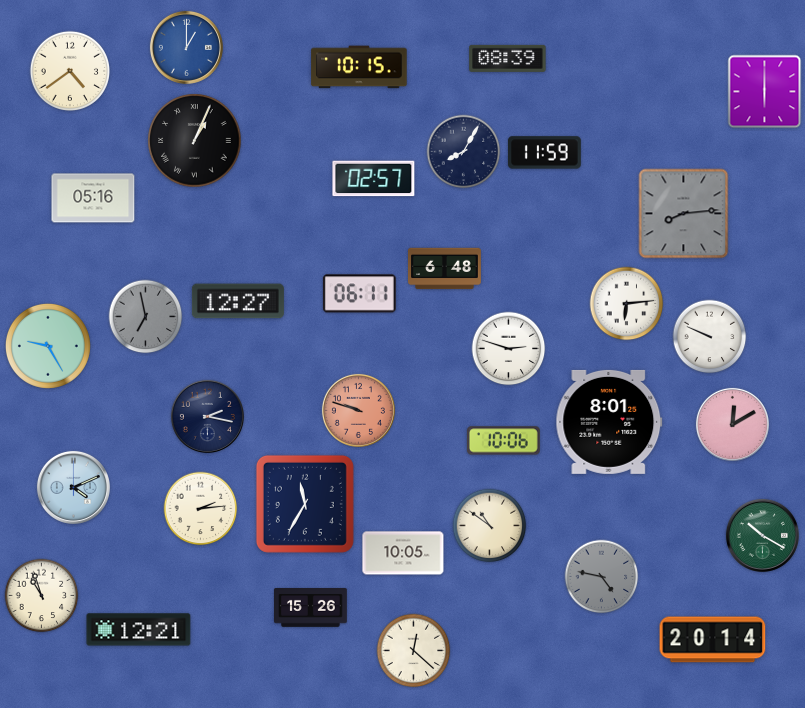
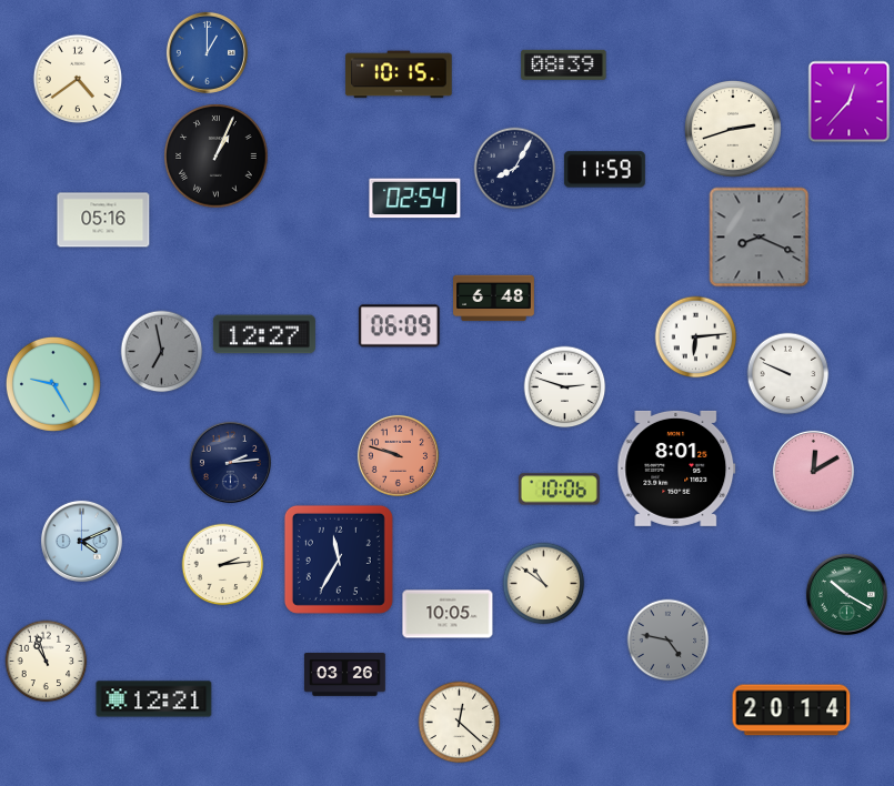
clock at (765, 92): 6:00 -> 12:37
clock at (733, 129): none -> 2:42
clock at (374, 179): 02:57 -> 02:54
clock at (684, 214): 8:14 -> 8:19
clock at (359, 294): 06:11 -> 06:09
clock at (207, 416): 2:17 -> 2:14
clock at (311, 608): 15:26 -> 03:26
